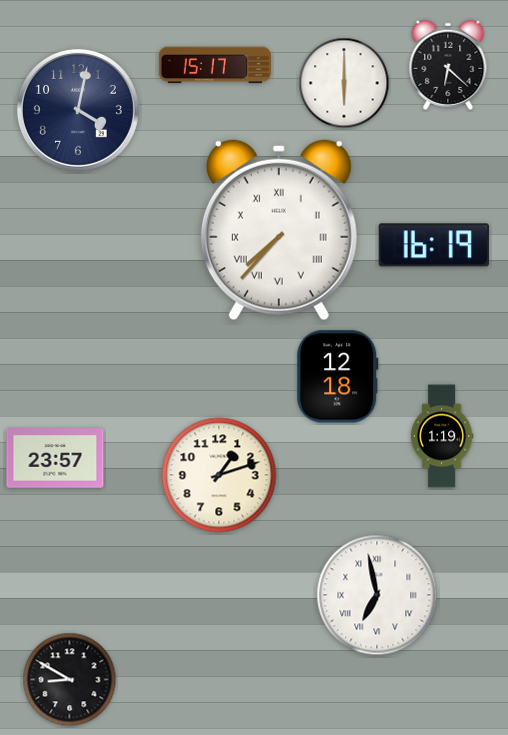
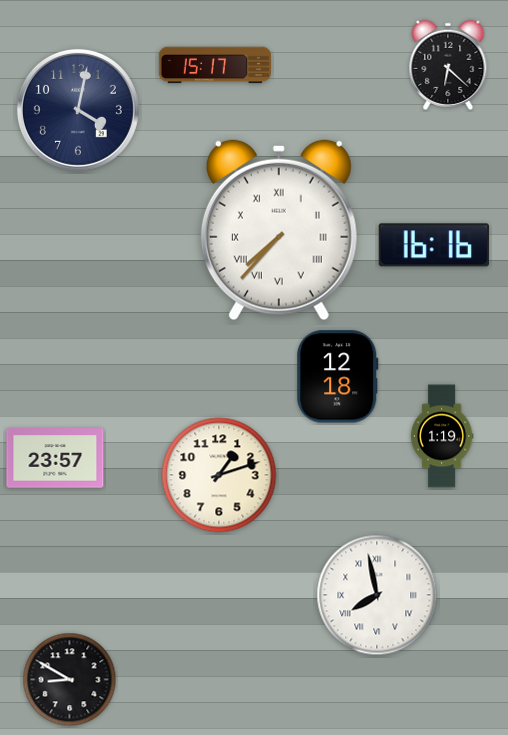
clock at (344, 83): 6:00 -> none
clock at (434, 245): 16:19 -> 16:16
clock at (377, 595): 6:58 -> 7:58
